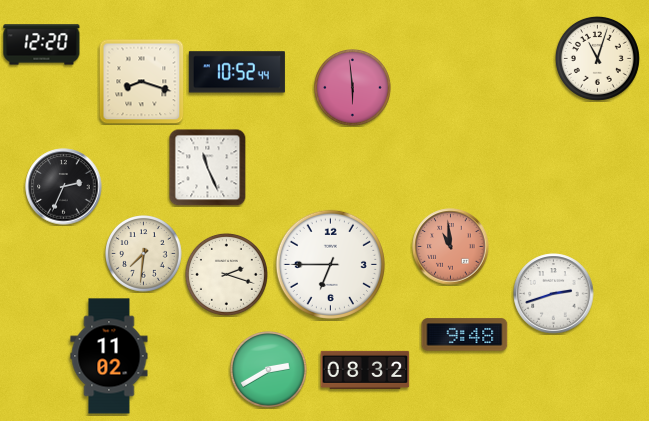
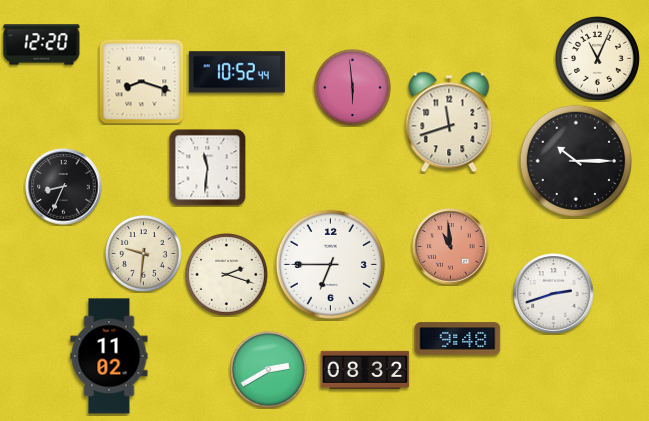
clock at (597, 58): 11:03 -> 11:04
clock at (449, 122): none -> 11:42
clock at (576, 161): none -> 10:15
clock at (207, 167): 11:26 -> 11:31
clock at (64, 187): 2:34 -> 8:34
clock at (144, 254): 7:31 -> 9:31
clock at (465, 335) position: (465, 335) -> (458, 339)
